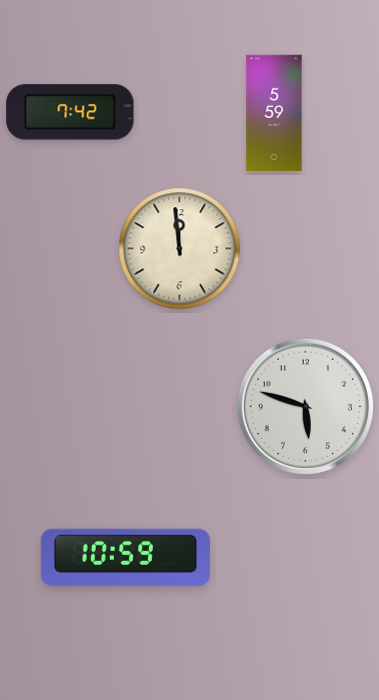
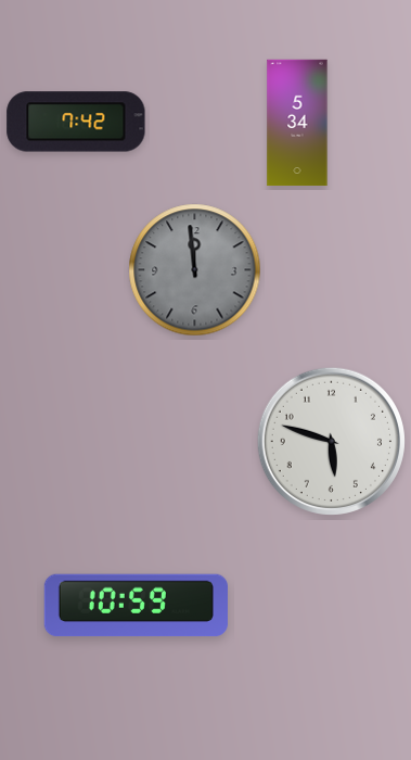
clock at (274, 113): 5:59 -> 5:34
clock at (180, 249) dial: cream -> grey
